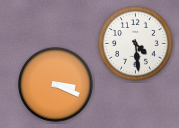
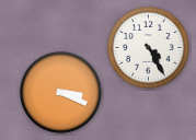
clock at (136, 44): 4:29 -> 4:25
